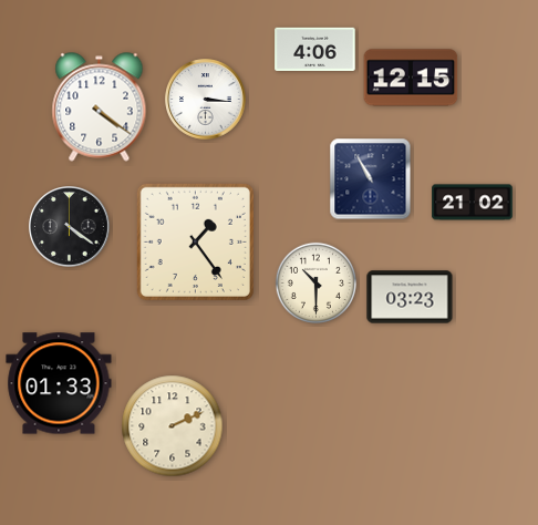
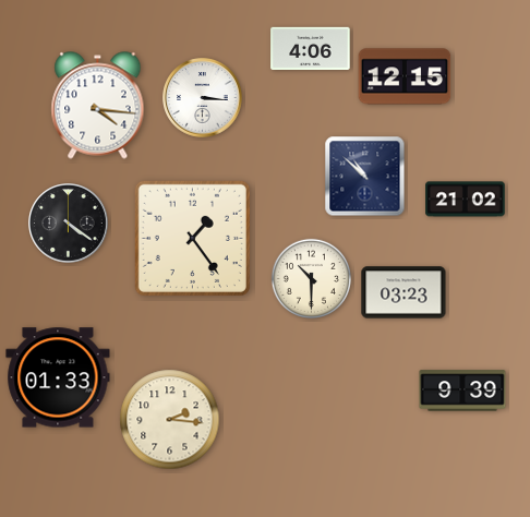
clock at (100, 107): 4:21 -> 4:16
clock at (371, 179): 10:55 -> 10:52
clock at (462, 390): none -> 9:39
clock at (173, 426): 2:11 -> 2:16
